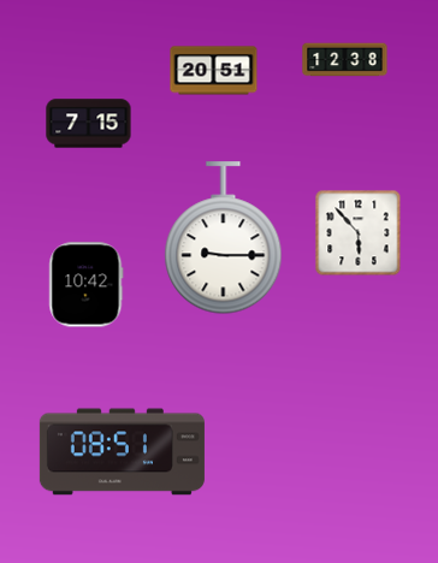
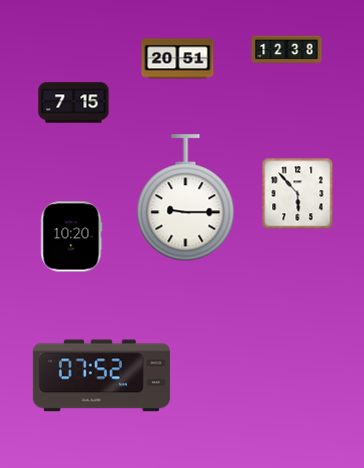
clock at (87, 285): 10:42 -> 10:20
clock at (122, 452): 08:51 -> 07:52
